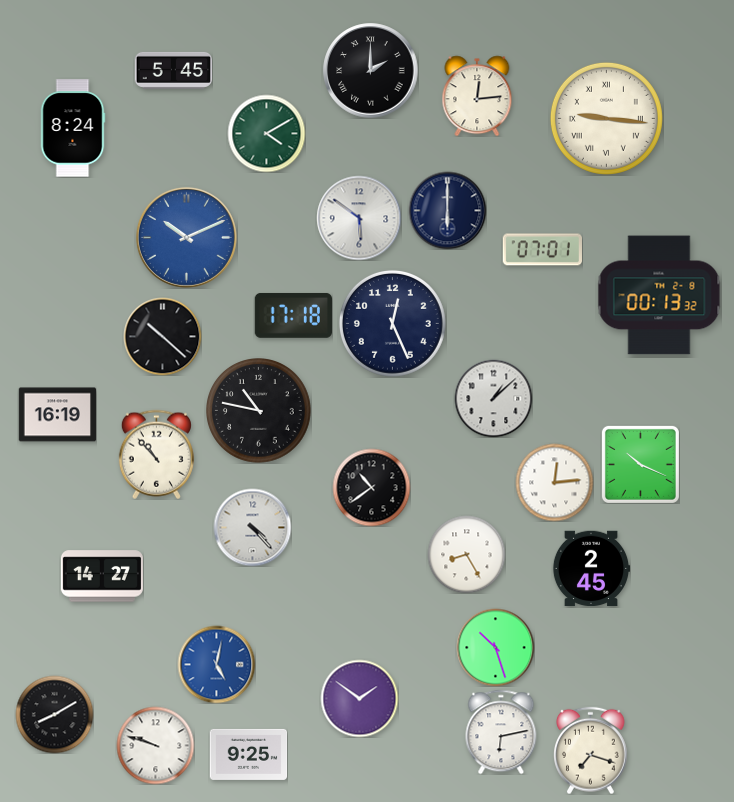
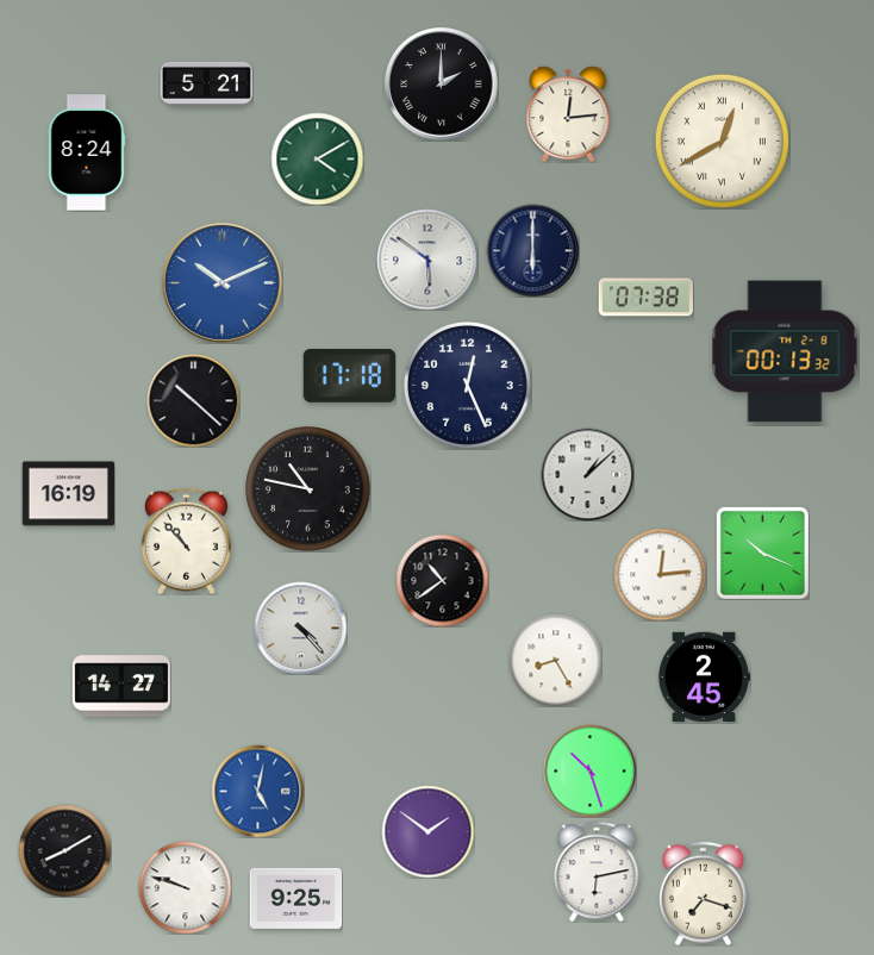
clock at (173, 70): 5:45 -> 5:21
clock at (606, 118): 9:16 -> 12:40
clock at (542, 250): 07:01 -> 07:38
